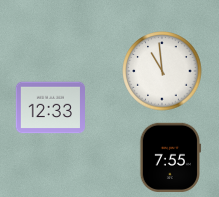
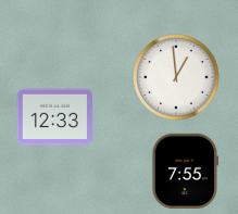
clock at (162, 71): 10:59 -> 12:59
